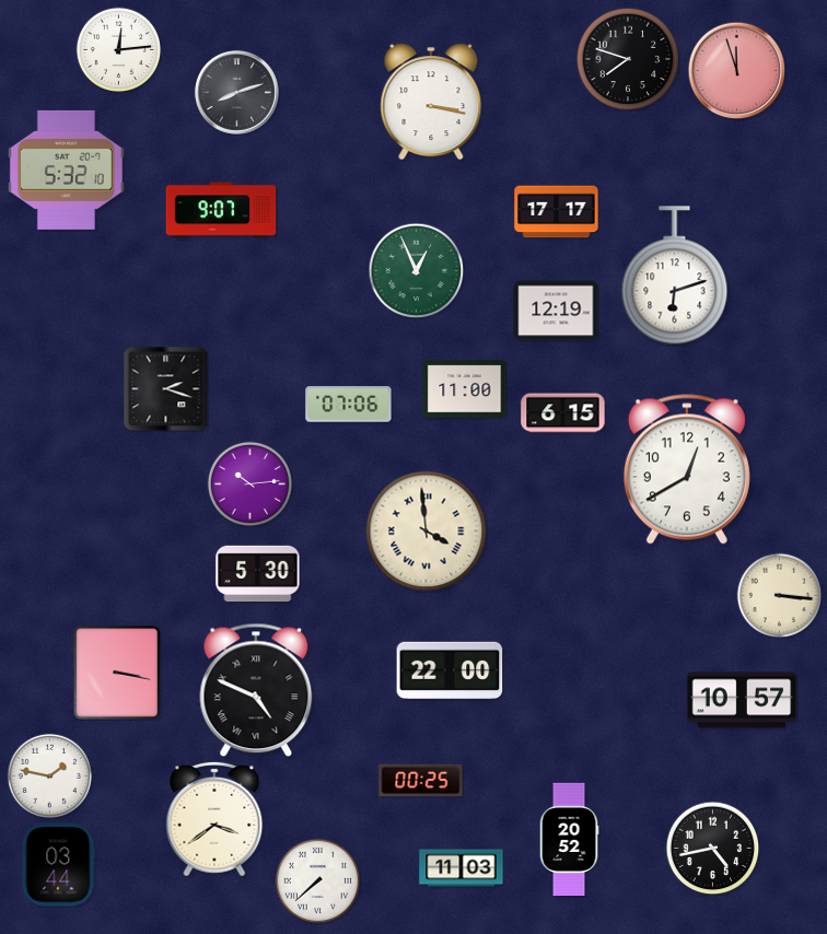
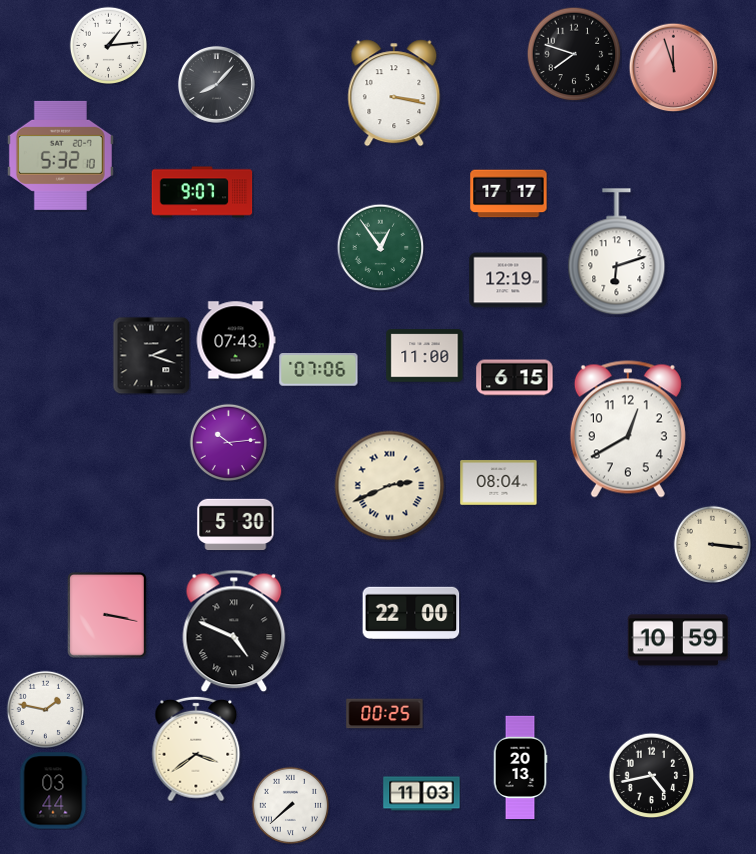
clock at (118, 49): 12:14 -> 1:14
clock at (736, 70) position: (736, 70) -> (673, 67)
clock at (236, 92): 8:12 -> 8:07
clock at (416, 270): 12:56 -> 12:54
clock at (556, 311) position: (556, 311) -> (508, 280)
clock at (236, 340): none -> 07:43
clock at (499, 483): none -> 08:04
clock at (427, 532): 3:59 -> 2:41
clock at (742, 700): 10:57 -> 10:59
clock at (569, 840): 20:52 -> 20:13
